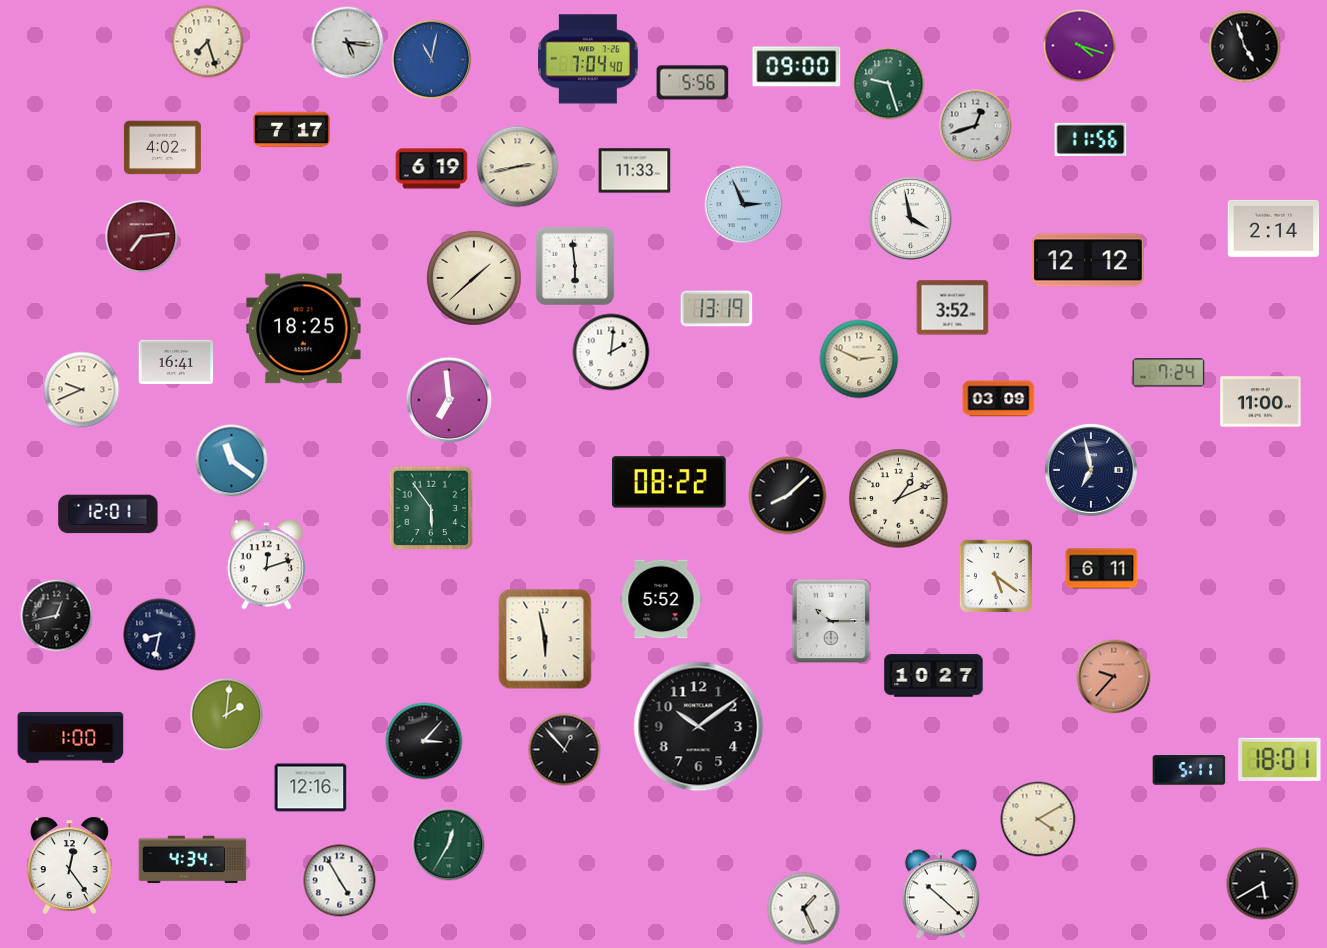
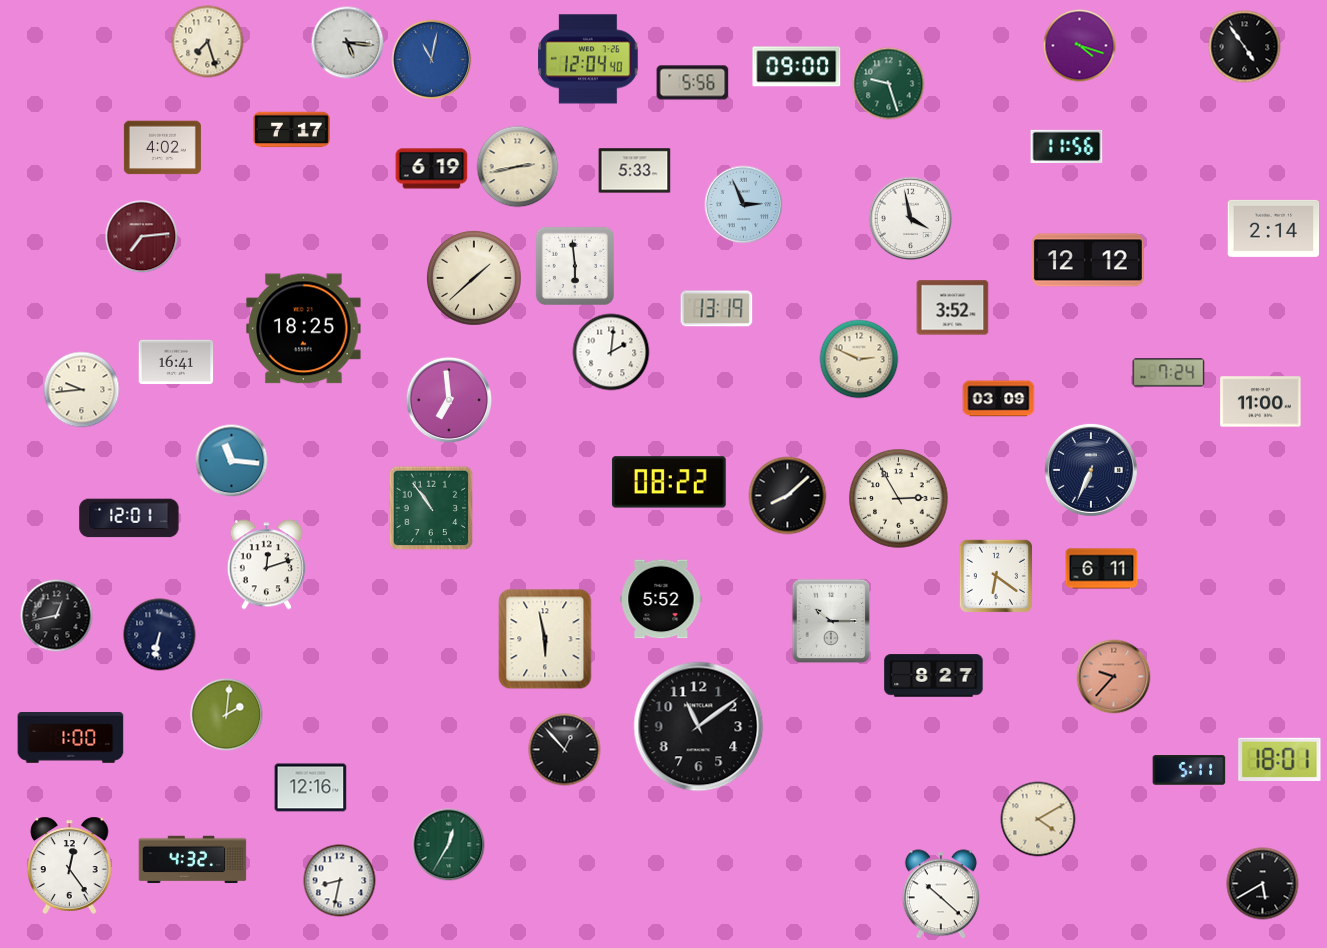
clock at (1245, 47): 4:57 -> 4:54
clock at (588, 59): 7:04 -> 12:04
clock at (976, 126): 12:42 -> none
clock at (1091, 139) position: (1091, 139) -> (1067, 146)
clock at (635, 171): 11:33 -> 5:33
clock at (82, 390): 9:41 -> 9:44
clock at (232, 461): 11:21 -> 11:16
clock at (1091, 470): 6:58 -> 6:34
clock at (899, 499): 1:11 -> 2:55
clock at (431, 508): 5:54 -> 10:54
clock at (108, 514) position: (108, 514) -> (129, 518)
clock at (996, 576): 5:21 -> 6:21
clock at (160, 635): 8:32 -> 6:32
clock at (934, 676): 10:27 -> 8:27
clock at (699, 727): 10:09 -> 11:09
clock at (424, 741): 3:07 -> none
clock at (193, 860): 4:34 -> 4:32
clock at (340, 881): 4:55 -> 8:32
clock at (804, 909): 1:26 -> none
